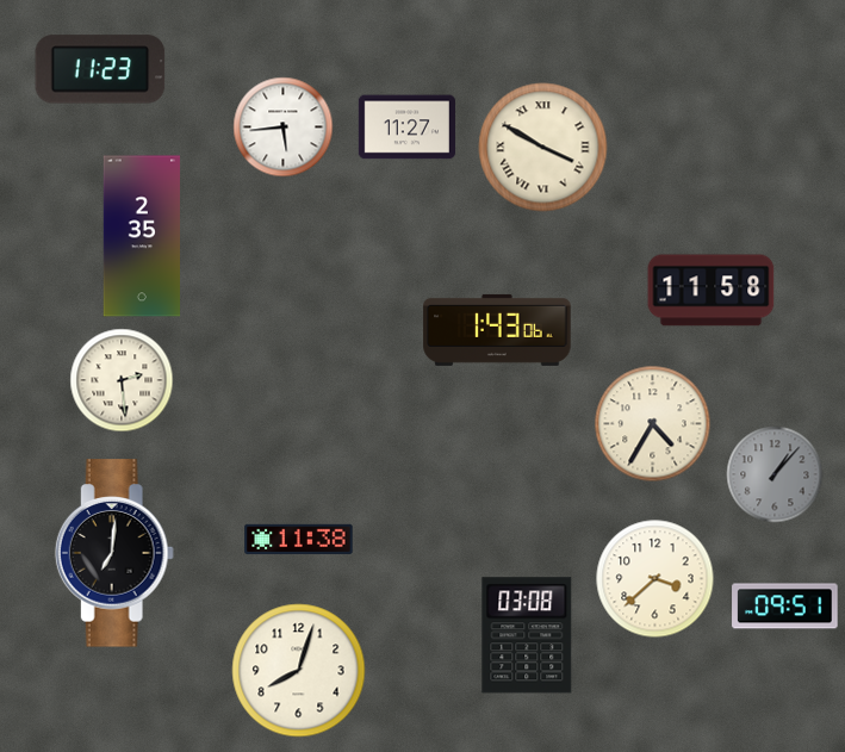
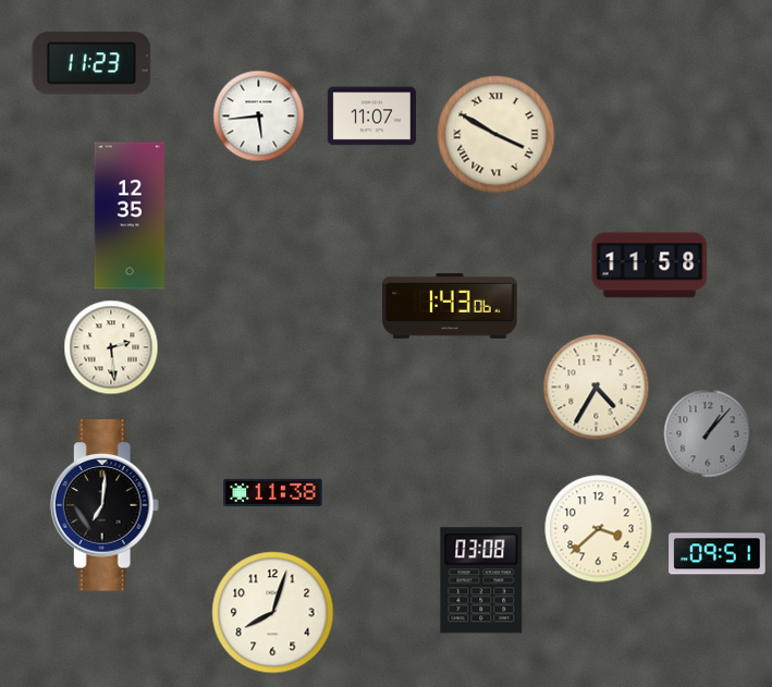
clock at (406, 128): 11:27 -> 11:07
clock at (141, 236): 2:35 -> 12:35
clock at (497, 330) position: (497, 330) -> (450, 306)
